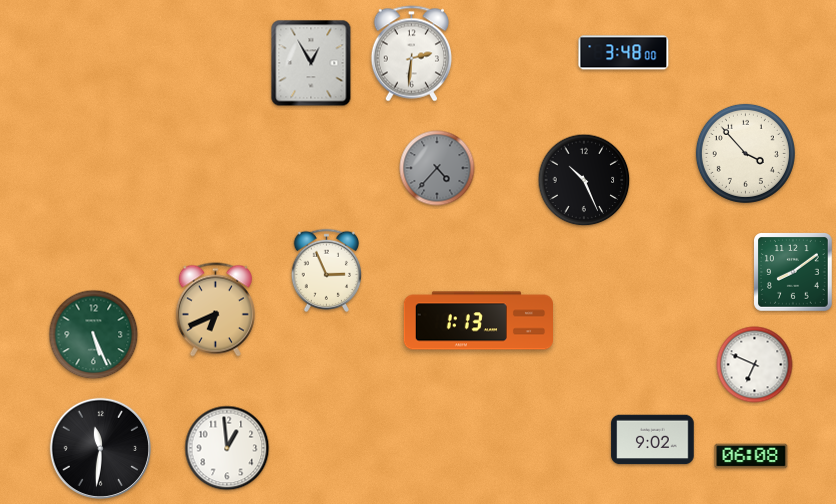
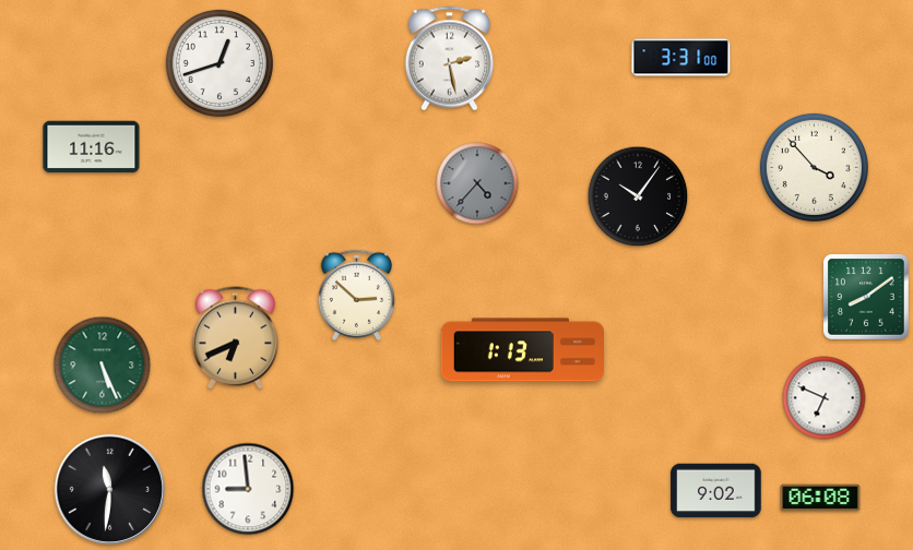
clock at (624, 53): 3:48 -> 3:31
clock at (411, 54): 2:31 -> 2:28
clock at (220, 63): none -> 12:42
clock at (311, 63): 12:55 -> none
clock at (92, 147): none -> 11:16
clock at (584, 180): 10:26 -> 10:06
clock at (326, 270): 2:56 -> 2:52
clock at (653, 440) position: (653, 440) -> (716, 491)
clock at (227, 448): 12:59 -> 8:59
